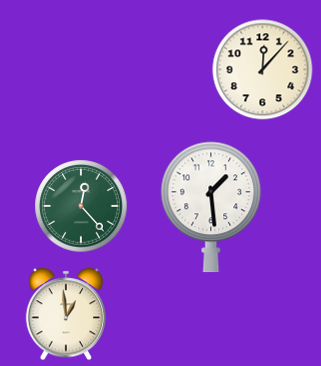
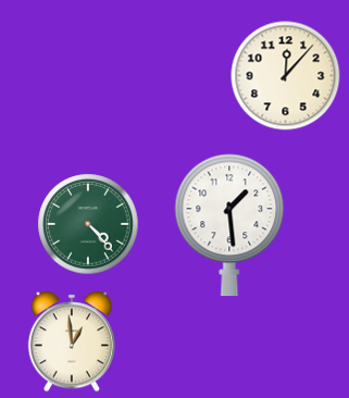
clock at (81, 206): 12:23 -> 4:23
